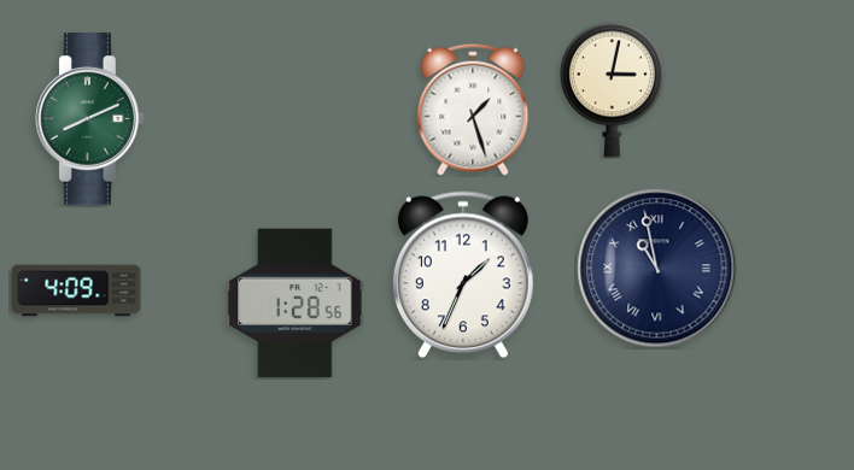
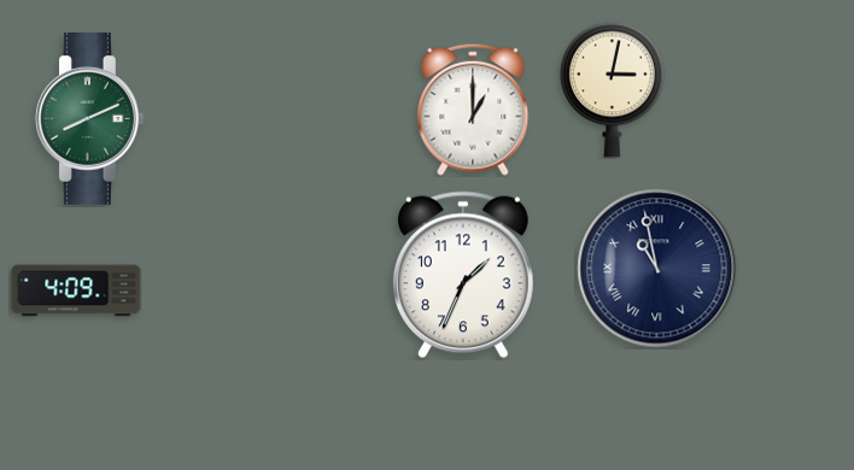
clock at (473, 110): 1:27 -> 1:00
clock at (296, 304): 1:28 -> none
